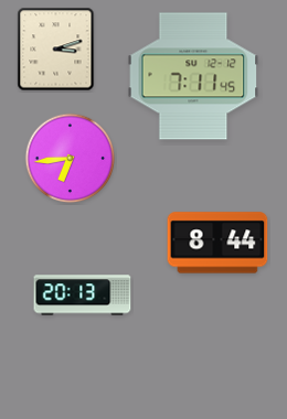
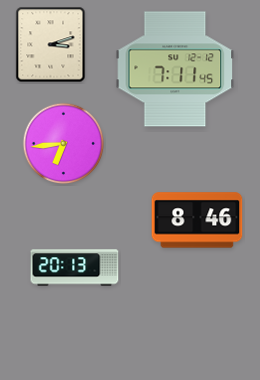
clock at (217, 243): 8:44 -> 8:46
